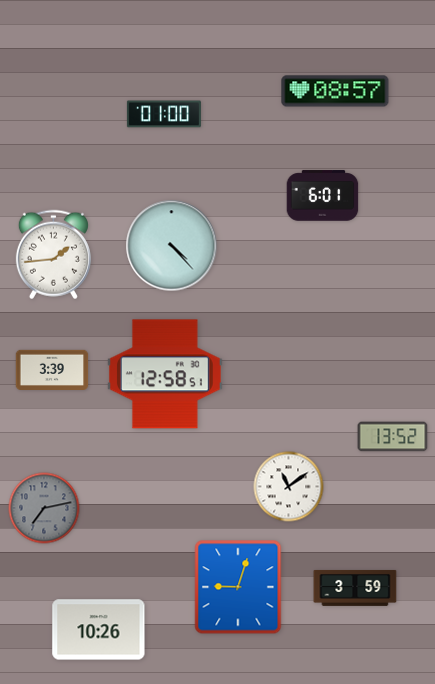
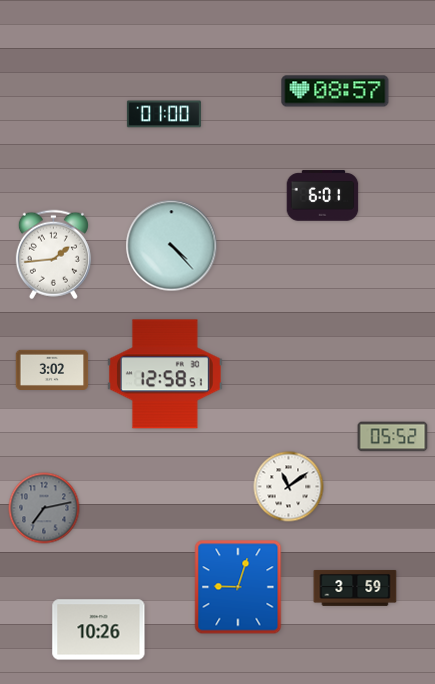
clock at (52, 369): 3:39 -> 3:02
clock at (393, 437): 13:52 -> 05:52
